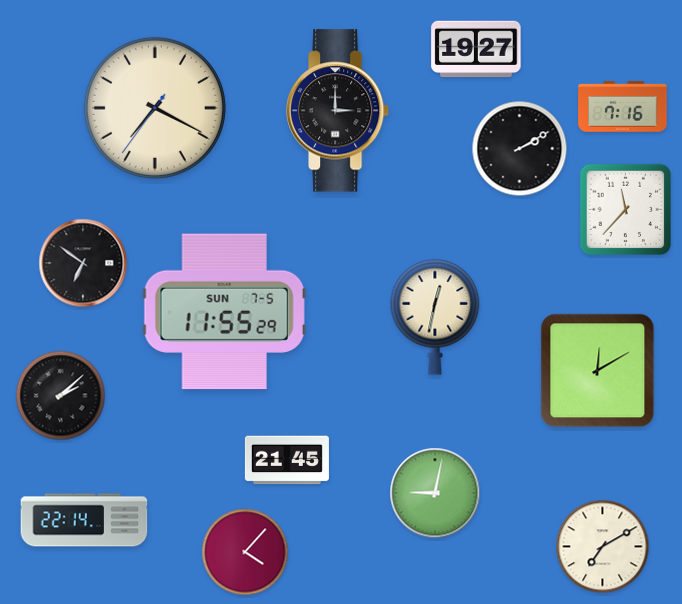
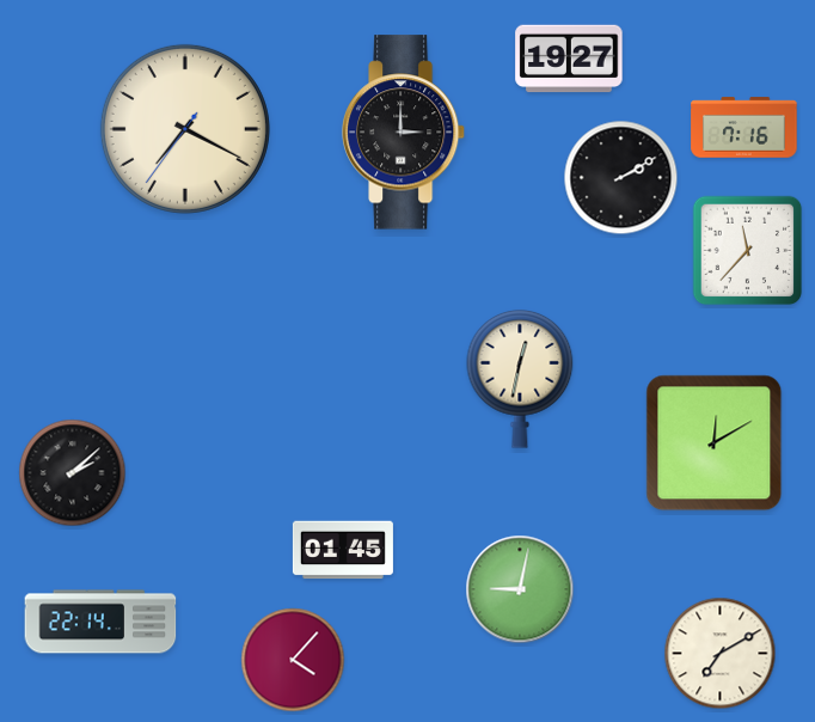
clock at (83, 263): 6:51 -> none
clock at (224, 312): 11:55 -> none
clock at (287, 460): 21:45 -> 01:45
